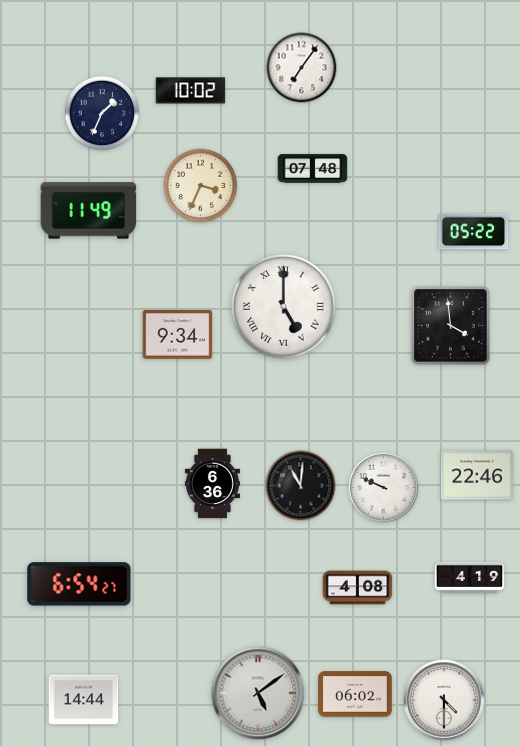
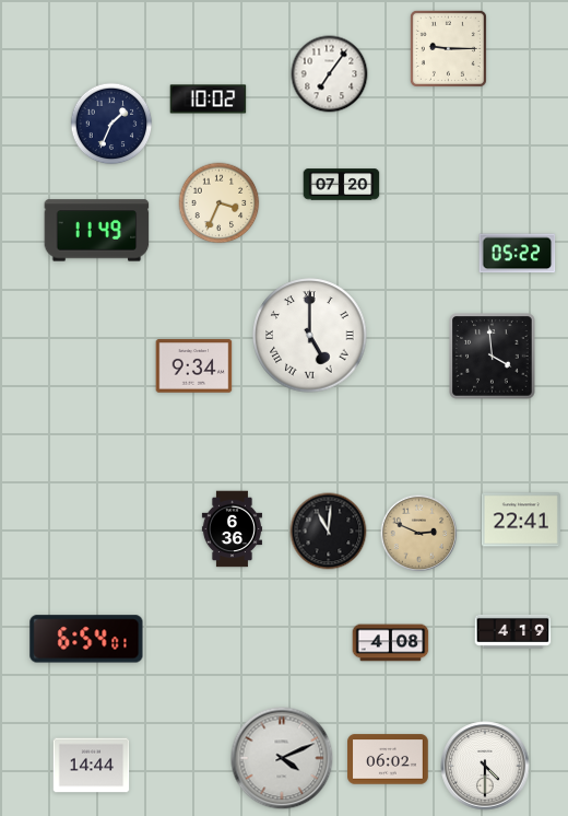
clock at (448, 48): none -> 9:15
clock at (313, 169): 07:48 -> 07:20
clock at (477, 475): 22:46 -> 22:41
clock at (384, 488): 9:49 -> 2:49
clock at (384, 488) dial: white -> champagne
clock at (79, 584): 6:54:27 -> 6:54:01
clock at (258, 693): 5:09 -> 4:11
